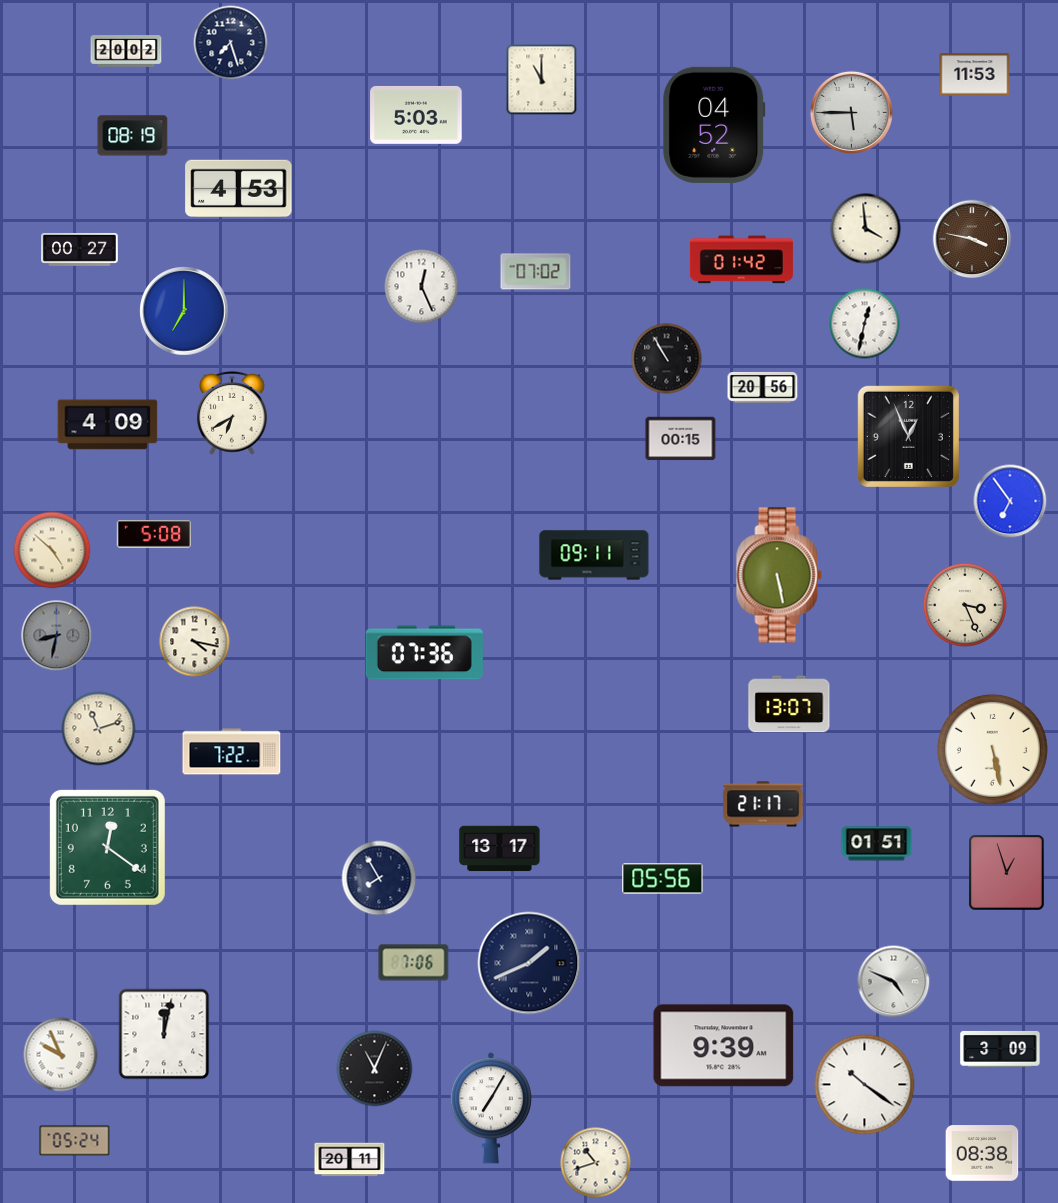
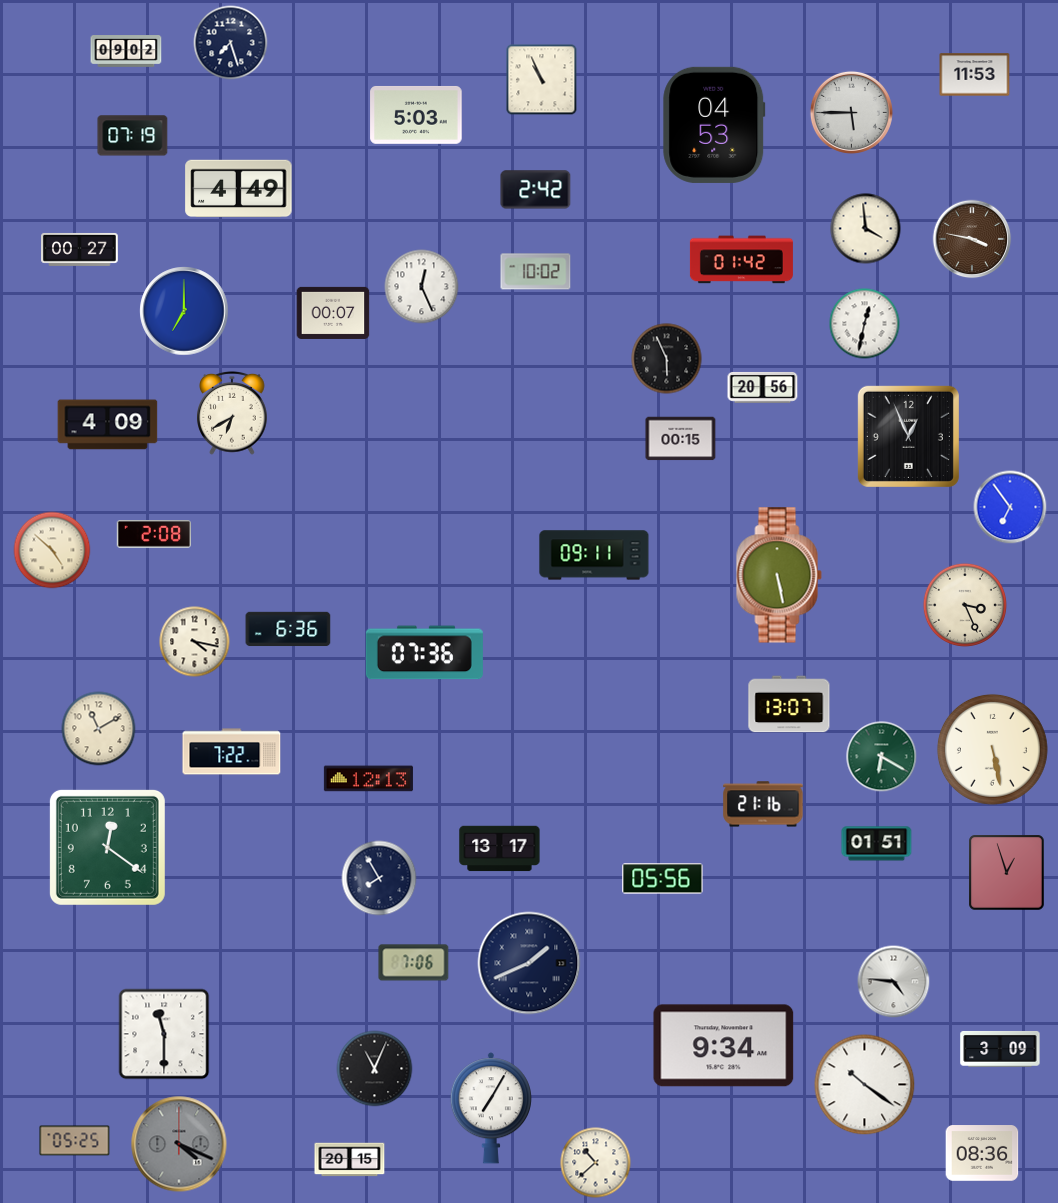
clock at (126, 51): 20:02 -> 09:02
clock at (542, 80): 11:00 -> 10:56
clock at (714, 125): 04:52 -> 04:53
clock at (133, 136): 08:19 -> 07:19
clock at (239, 189): 4:53 -> 4:49
clock at (536, 190): none -> 2:42
clock at (536, 272): 07:02 -> 10:02
clock at (333, 313): none -> 00:07
clock at (667, 359): 10:55 -> 5:56
clock at (1010, 501) position: (1010, 501) -> (1010, 507)
clock at (154, 535): 5:08 -> 2:08
clock at (288, 629): none -> 6:36
clock at (57, 636): 8:32 -> none
clock at (99, 729): 11:12 -> 11:10
clock at (882, 757): none -> 6:20
clock at (368, 779): none -> 12:13
clock at (763, 804): 21:17 -> 21:16
clock at (894, 982): 4:49 -> 4:46
clock at (164, 1034): 12:02 -> 11:30
clock at (724, 1046): 9:39 -> 9:34
clock at (61, 1055): 9:56 -> none
clock at (75, 1141): 05:24 -> 05:25
clock at (179, 1144): none -> 4:19
clock at (982, 1153): 08:38 -> 08:36
clock at (350, 1160): 20:11 -> 20:15
clock at (596, 1163): 10:42 -> 10:38
